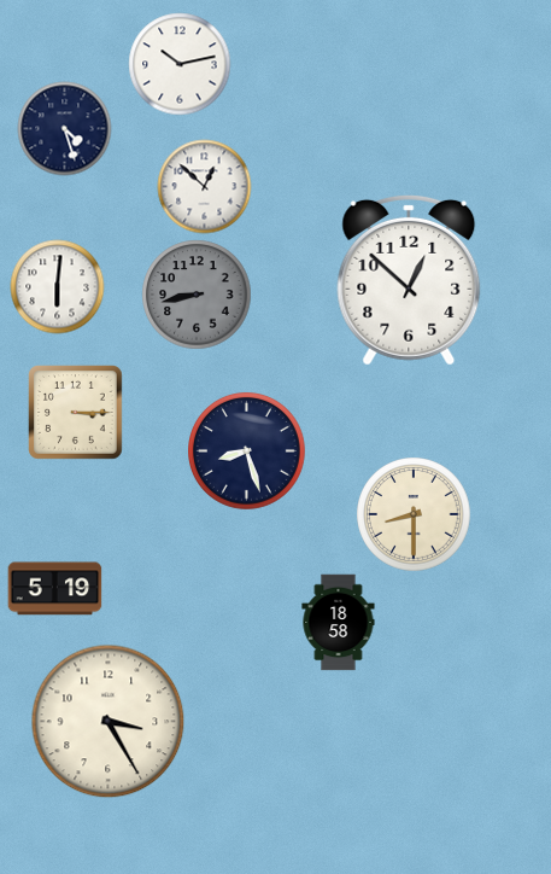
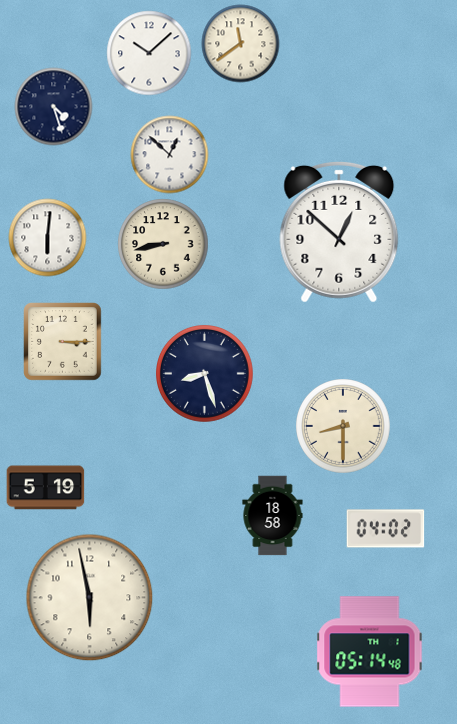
clock at (240, 43): none -> 11:39
clock at (180, 64): 10:13 -> 10:08
clock at (197, 295) dial: grey -> cream
clock at (339, 622) position: (339, 622) -> (273, 515)
clock at (385, 529): none -> 04:02
clock at (107, 721): 3:25 -> 5:58
clock at (370, 652): none -> 05:14
